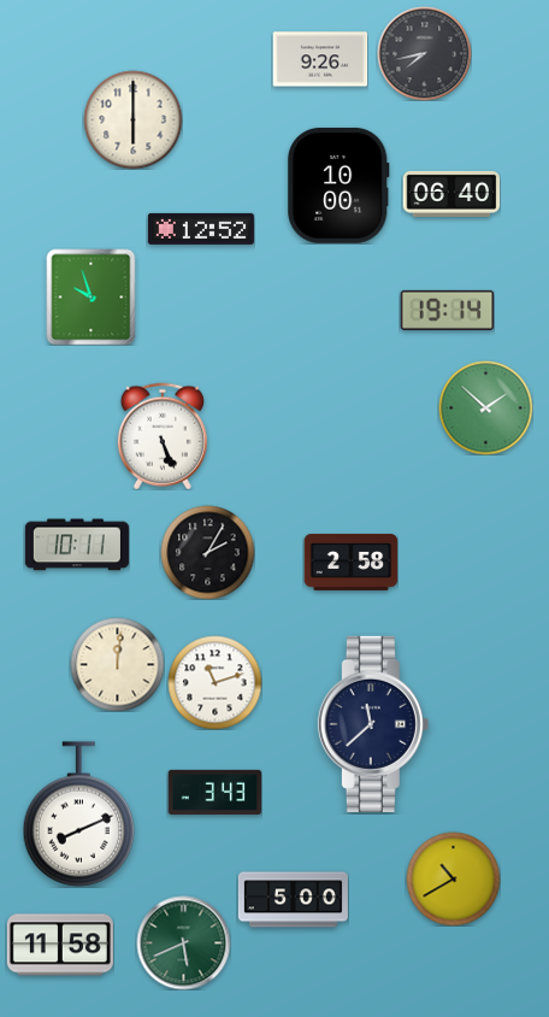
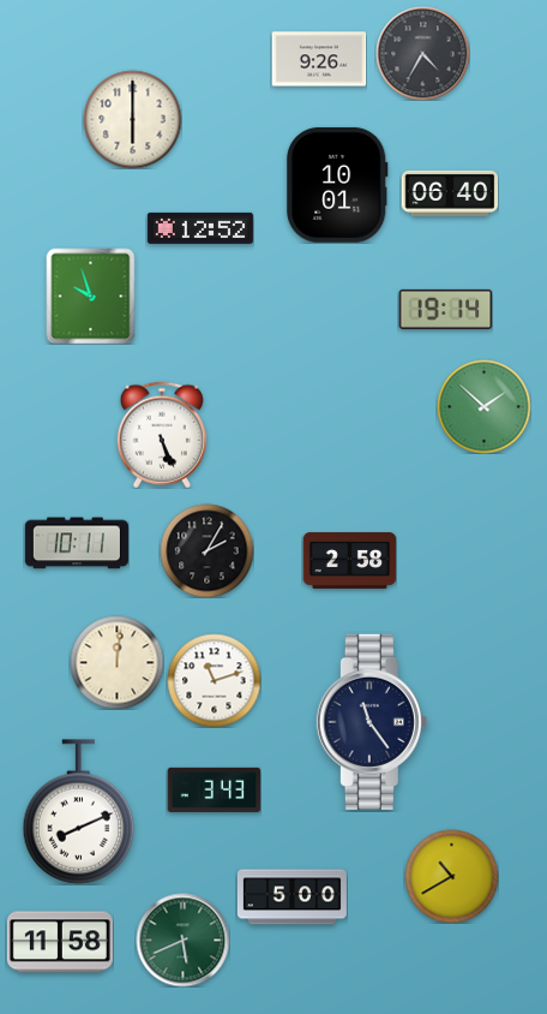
clock at (424, 53): 7:43 -> 4:35
clock at (338, 186): 10:00 -> 10:01
clock at (373, 724): 11:38 -> 11:24
